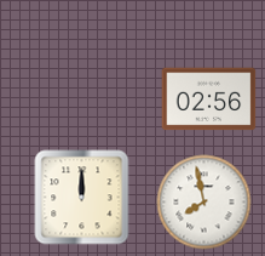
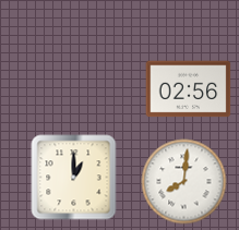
clock at (81, 197): 12:00 -> 1:00
clock at (203, 201): 7:58 -> 8:01
